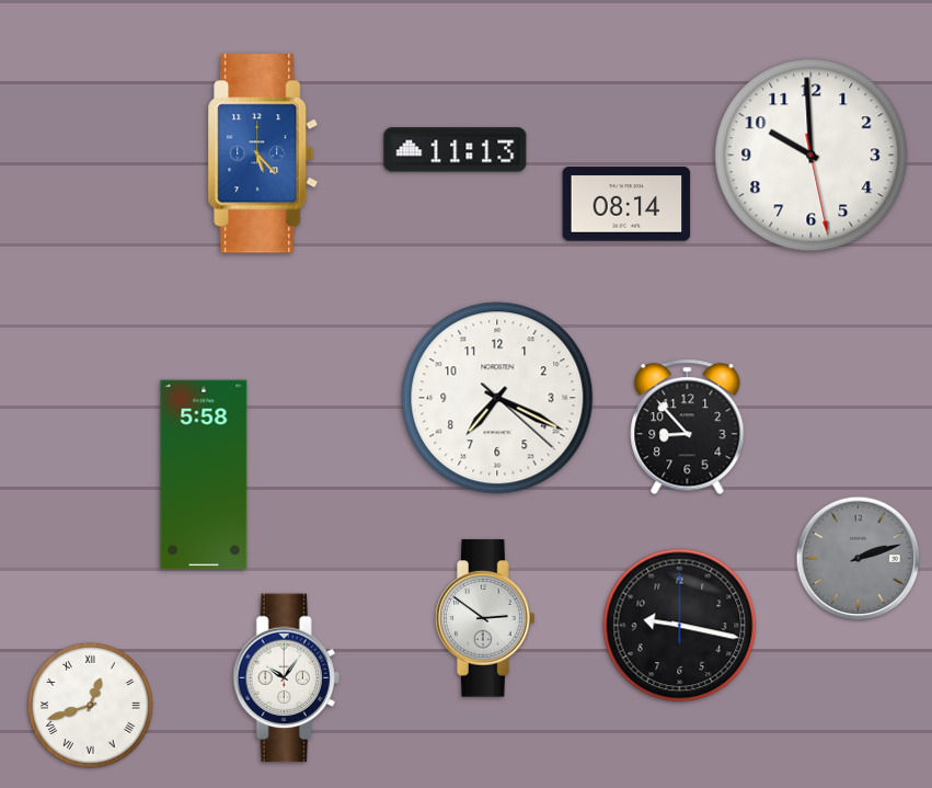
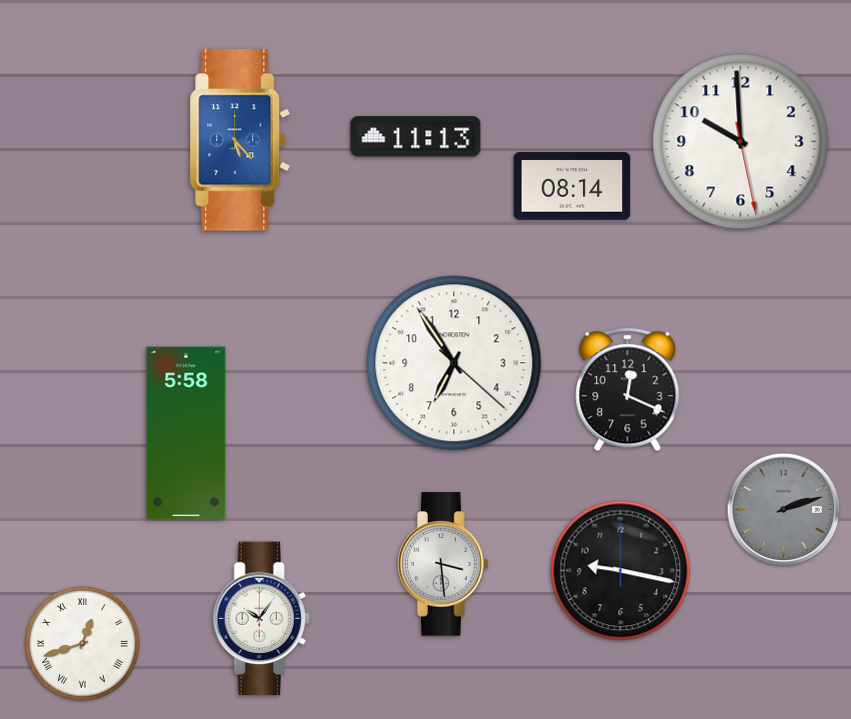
clock at (497, 398): 7:19 -> 6:54
clock at (688, 427): 8:53 -> 12:19
clock at (485, 618): 2:51 -> 3:29
